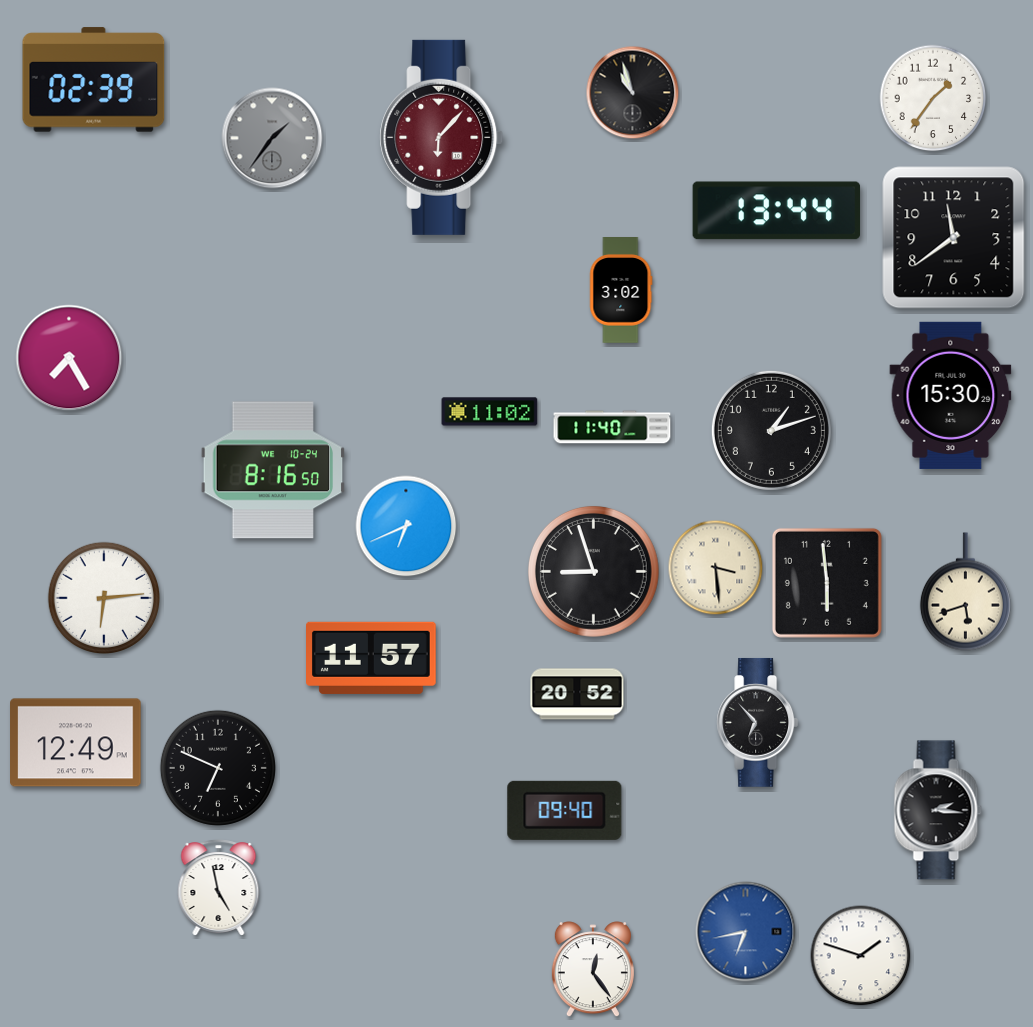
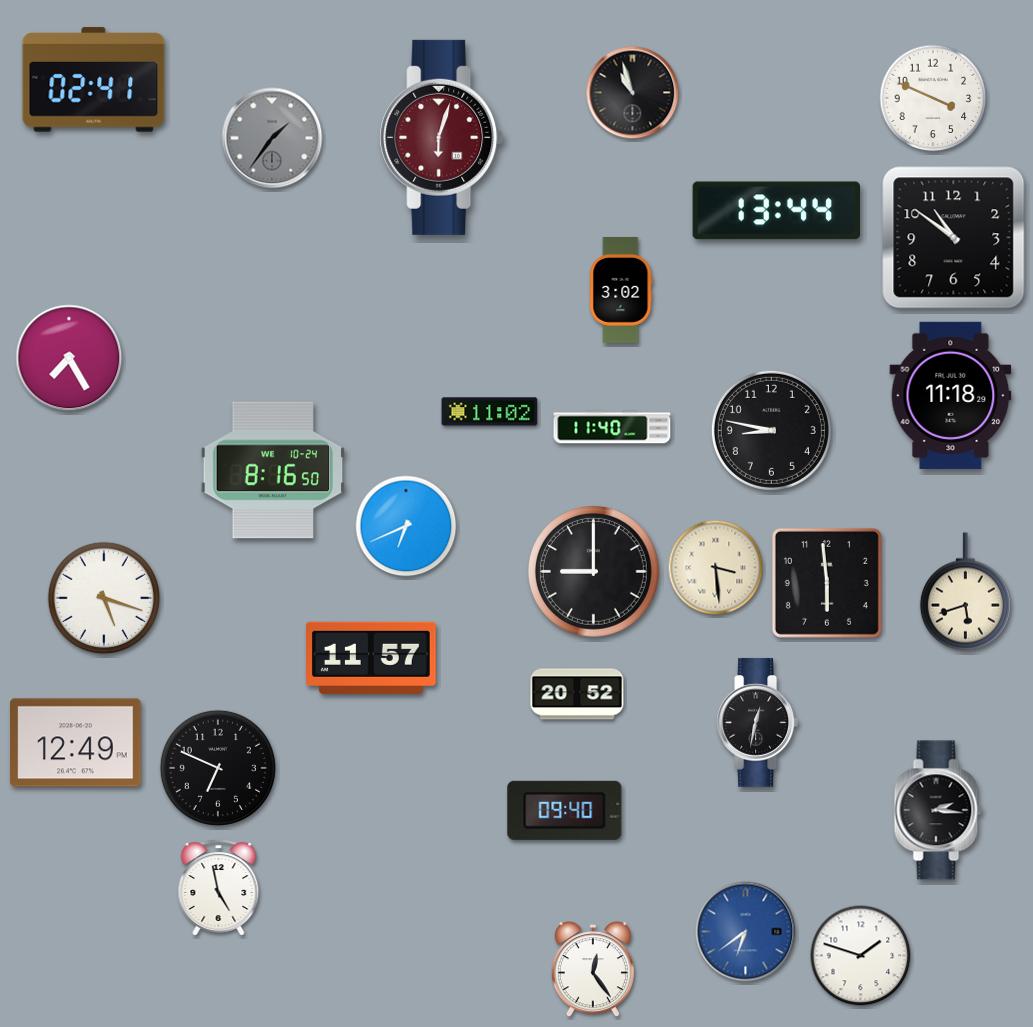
clock at (94, 80): 02:39 -> 02:41
clock at (933, 98): 1:36 -> 3:49
clock at (442, 137): 6:07 -> 6:03
clock at (954, 238): 11:39 -> 10:51
clock at (951, 395): 15:30 -> 11:18
clock at (771, 430): 1:12 -> 8:47
clock at (594, 571): 8:57 -> 9:00
clock at (103, 597): 6:14 -> 5:18
clock at (758, 723): 6:53 -> 12:32
clock at (746, 932): 6:43 -> 6:39
